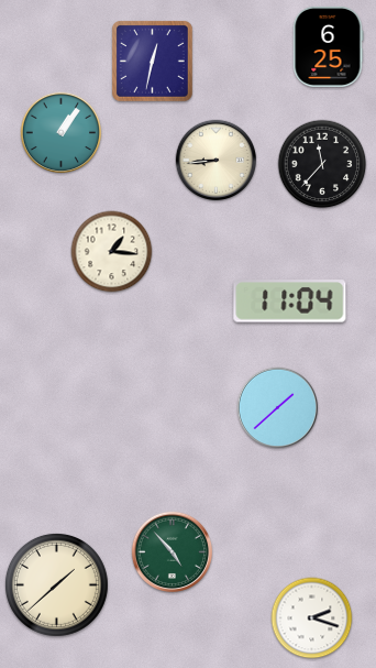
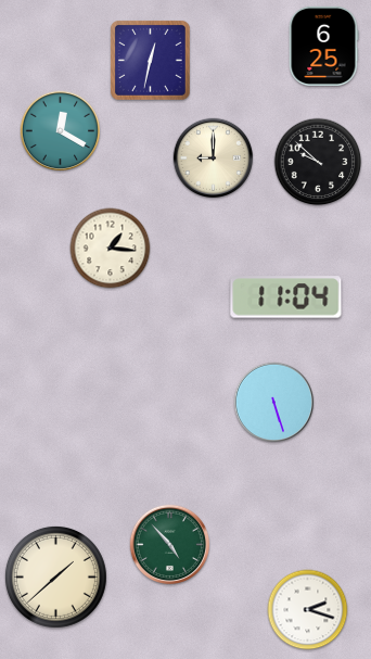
clock at (62, 133): 1:06 -> 12:20
clock at (217, 161): 8:44 -> 9:00
clock at (322, 164): 11:37 -> 9:52
clock at (278, 408): 1:38 -> 5:27
